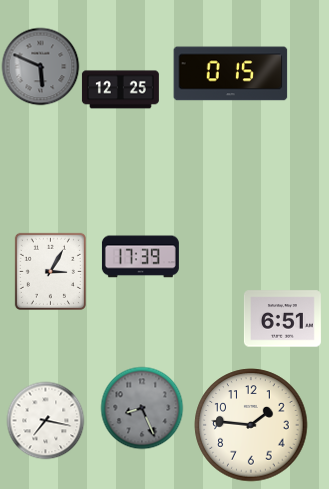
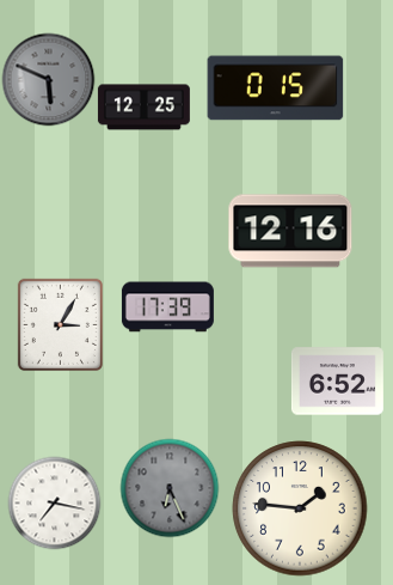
clock at (290, 231): none -> 12:16
clock at (282, 319): 6:51 -> 6:52
clock at (142, 408): 8:26 -> 6:26
